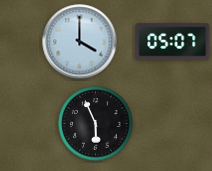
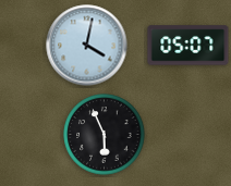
clock at (80, 42): 4:00 -> 4:02
